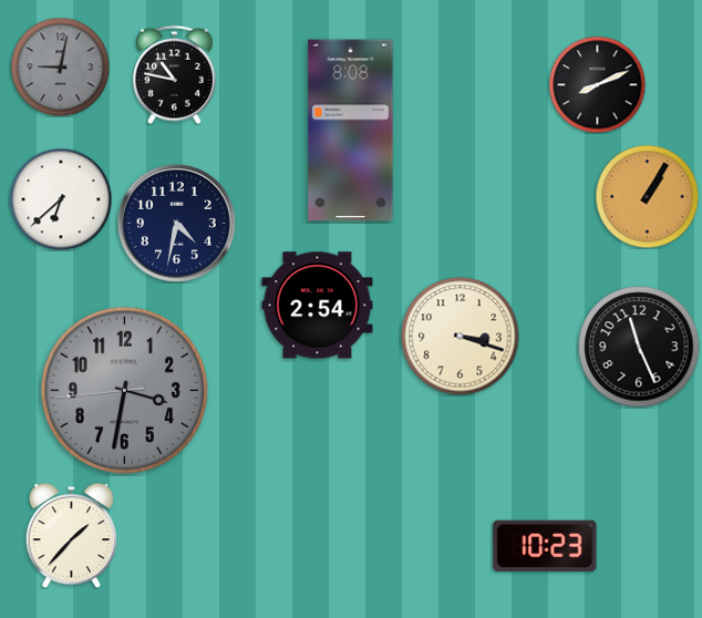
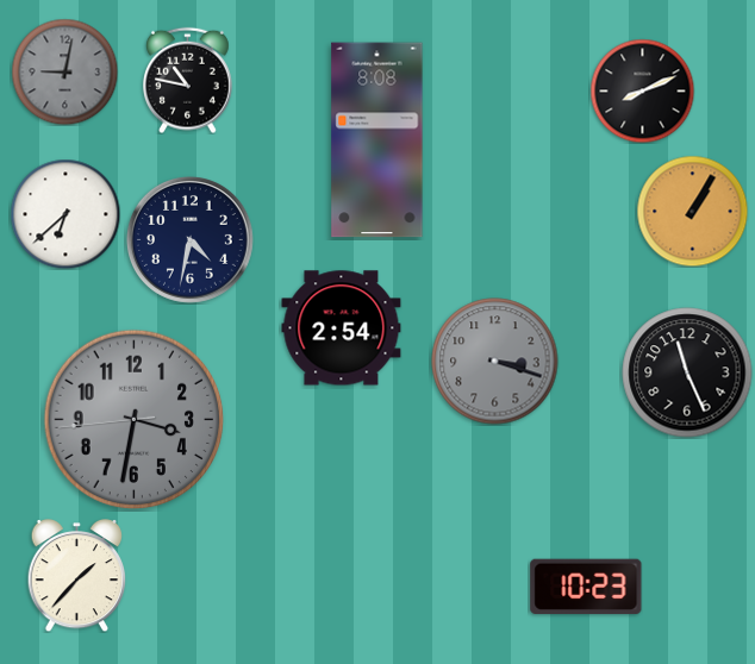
clock at (647, 196) position: (647, 196) -> (692, 211)
clock at (461, 337) dial: cream -> grey
